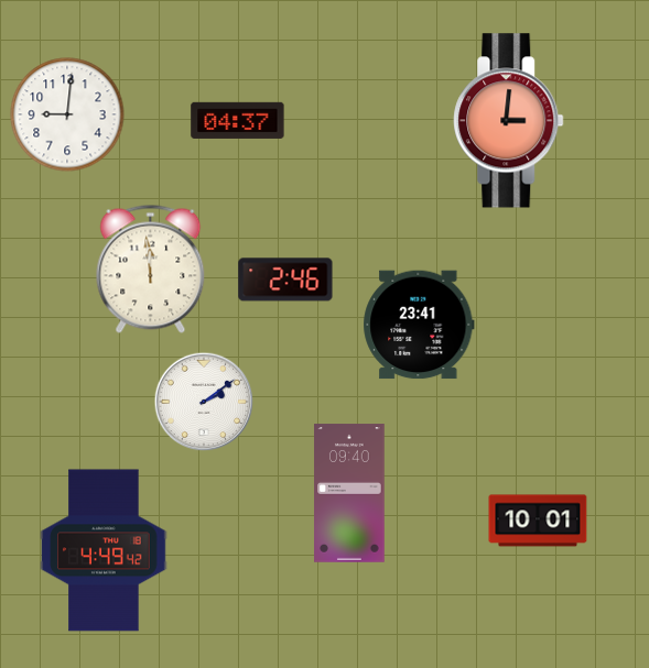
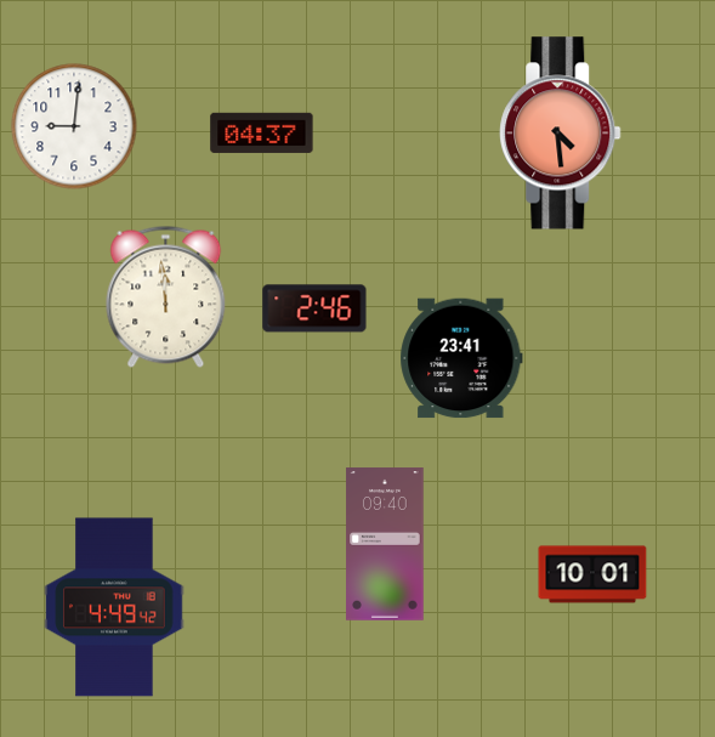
clock at (509, 121): 3:01 -> 4:29
clock at (204, 402): 2:09 -> none
